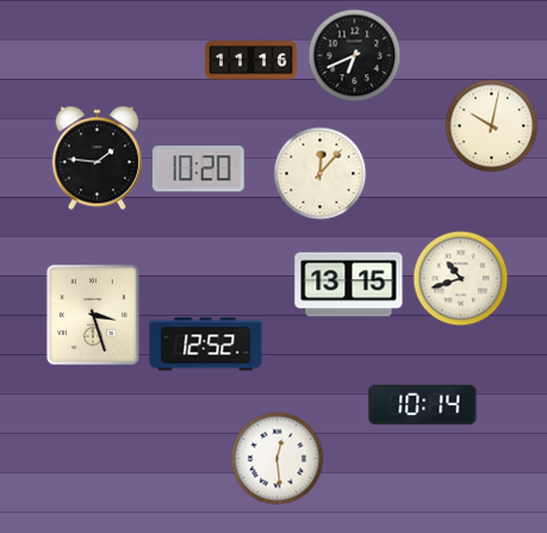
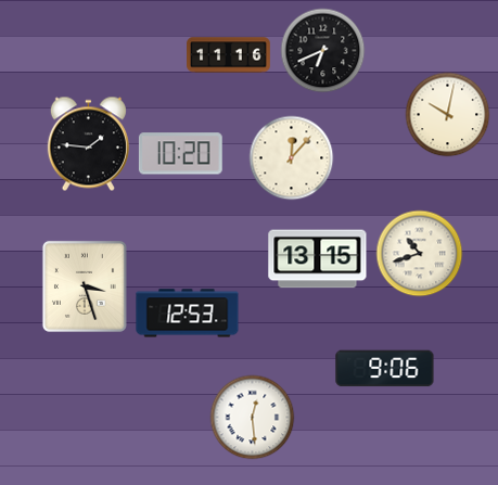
clock at (206, 345): 12:52 -> 12:53
clock at (423, 405): 10:14 -> 9:06
